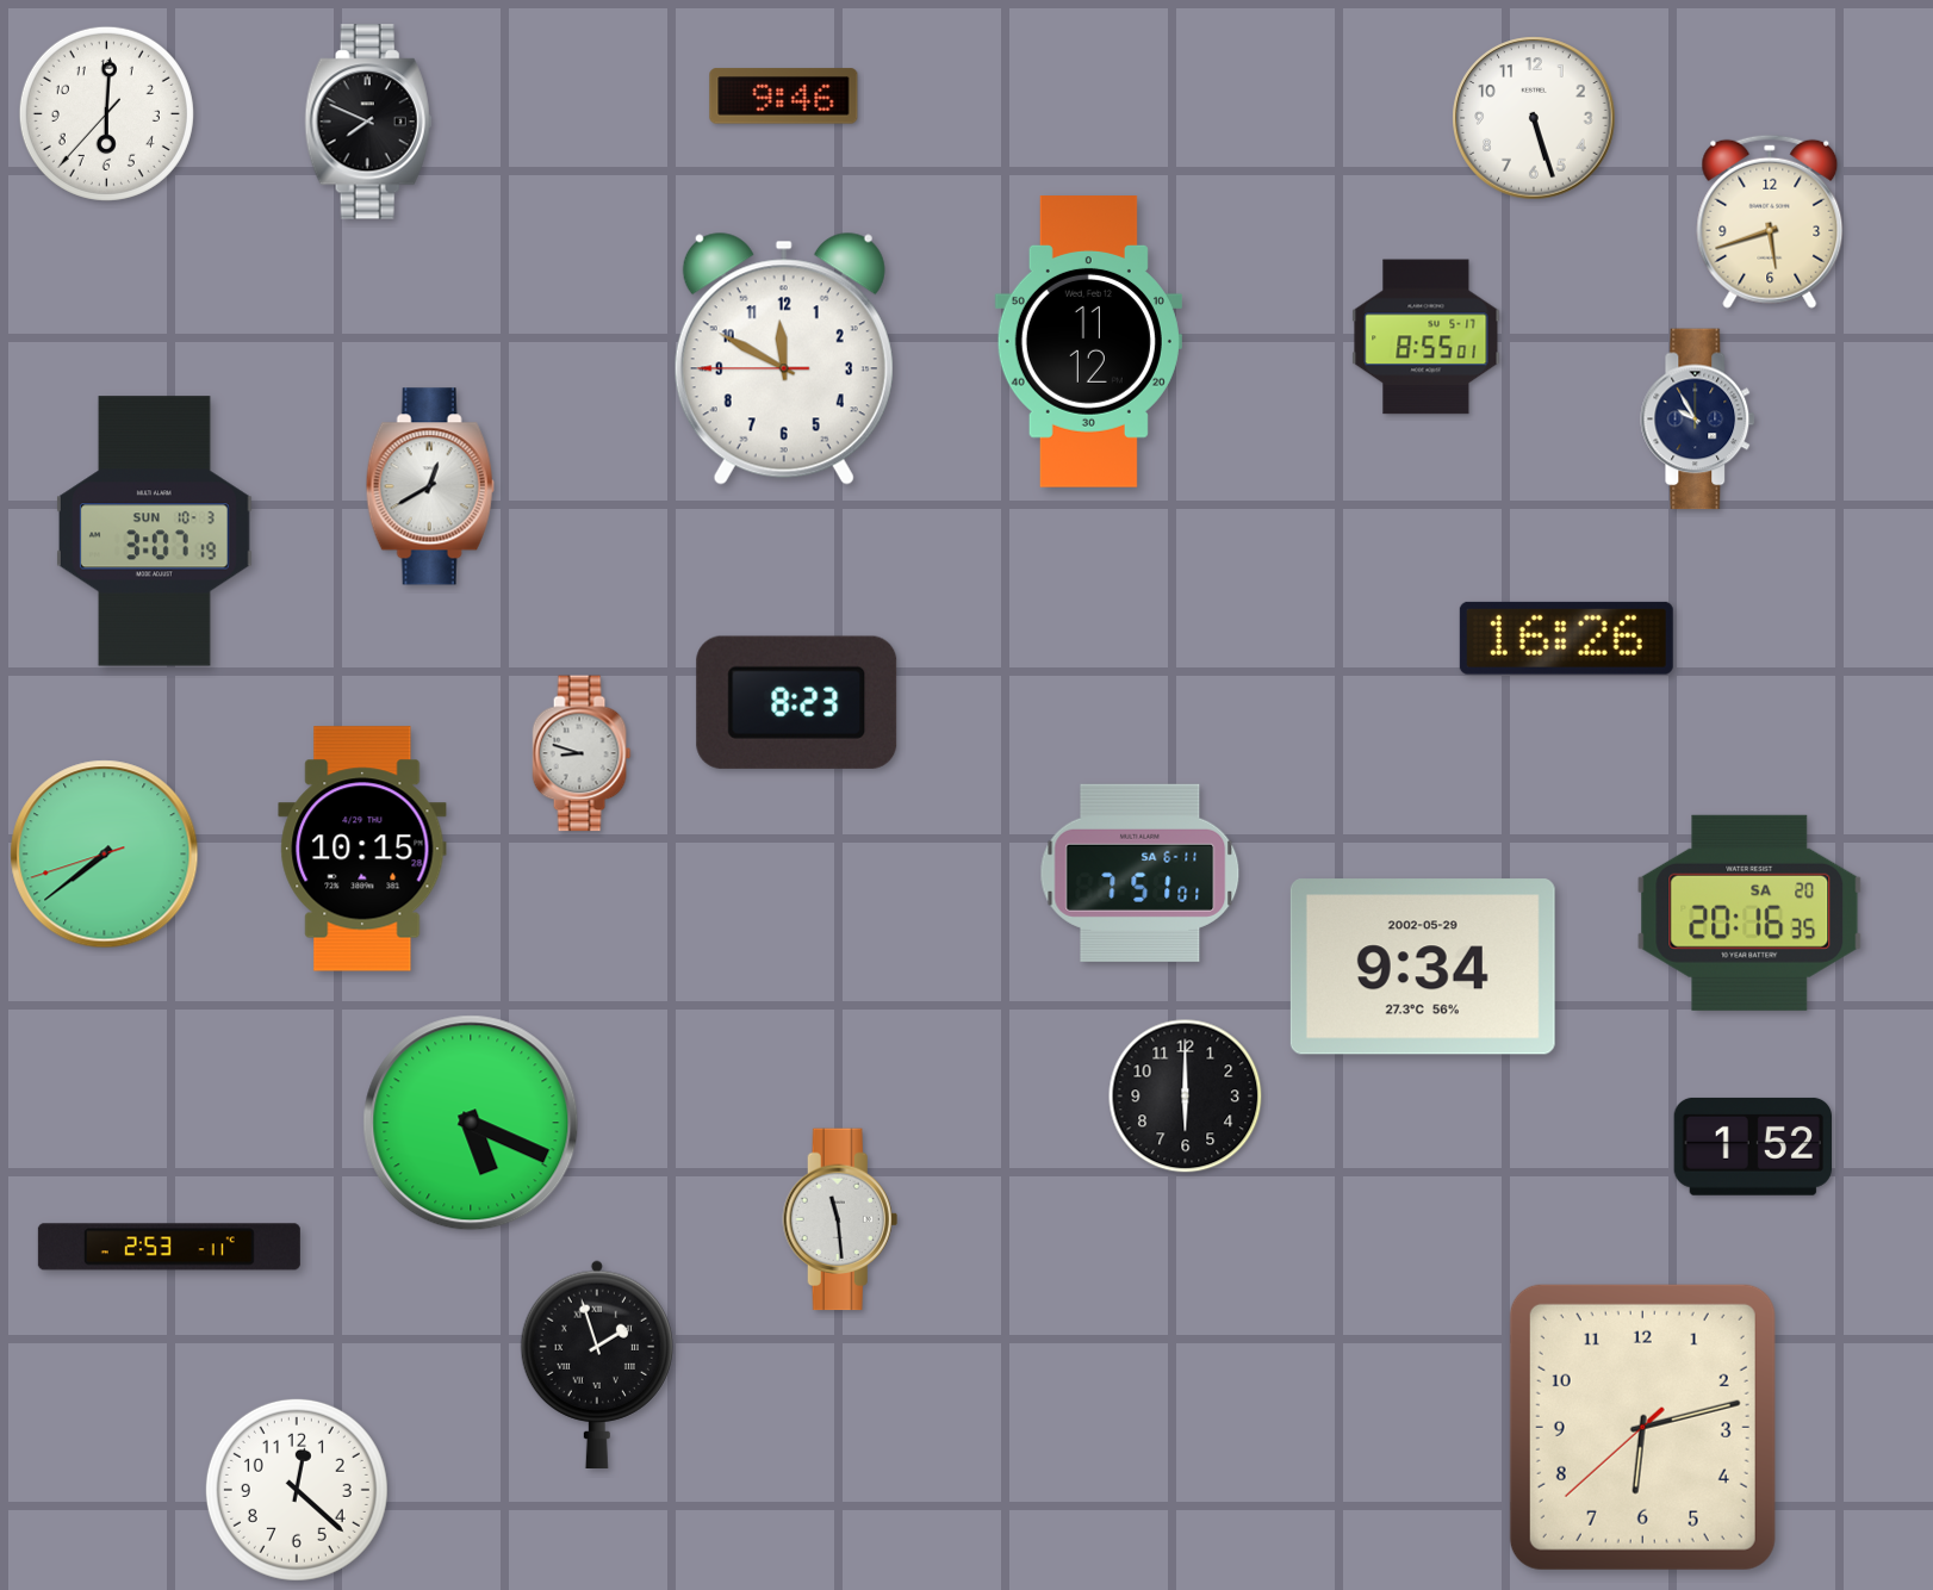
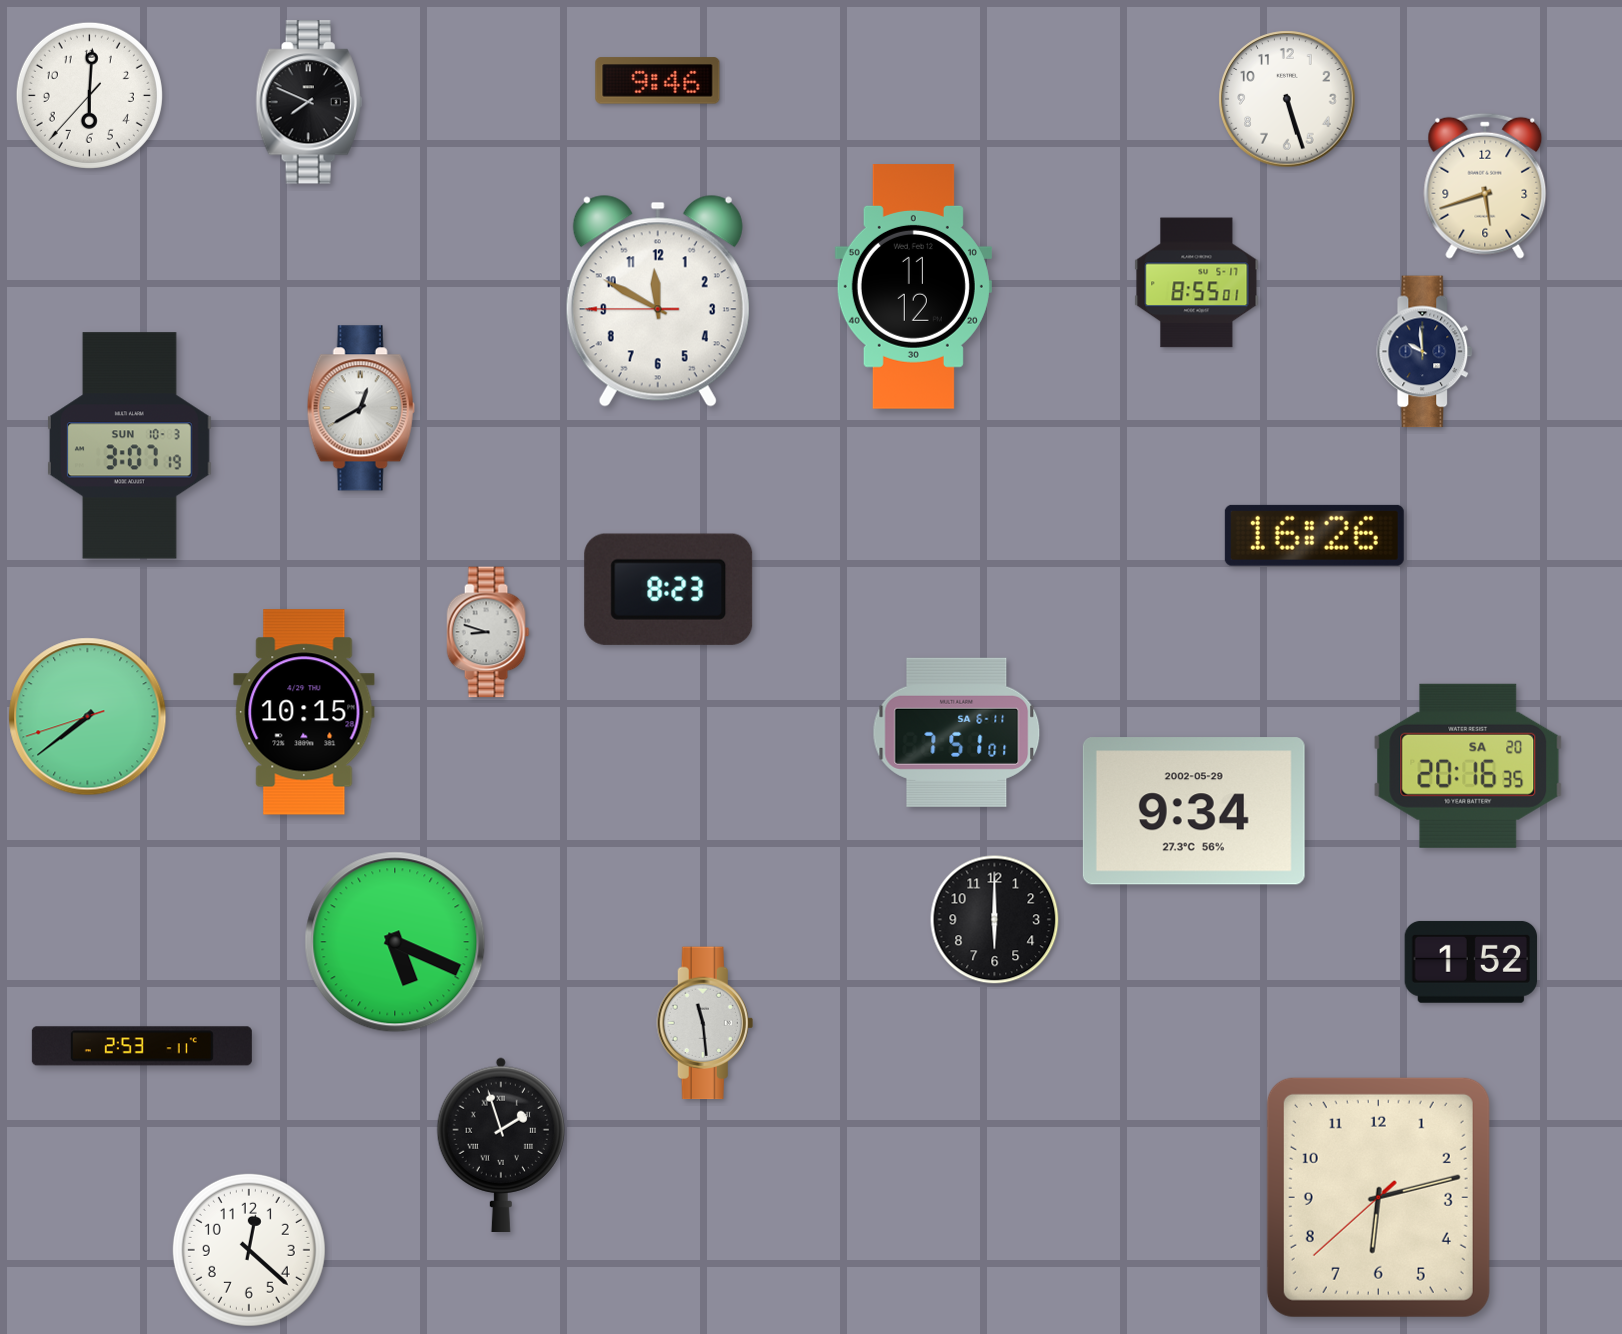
clock at (1698, 420): 9:55 -> 9:59
